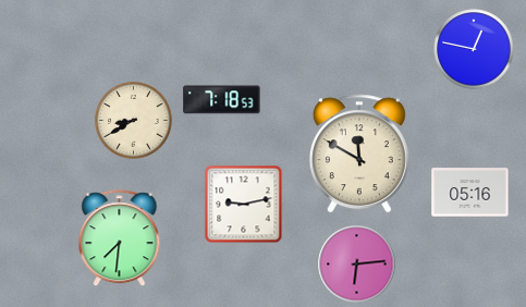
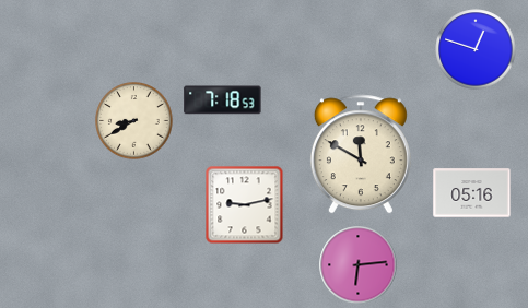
clock at (474, 49): 12:47 -> 12:48
clock at (120, 238): 7:31 -> none
